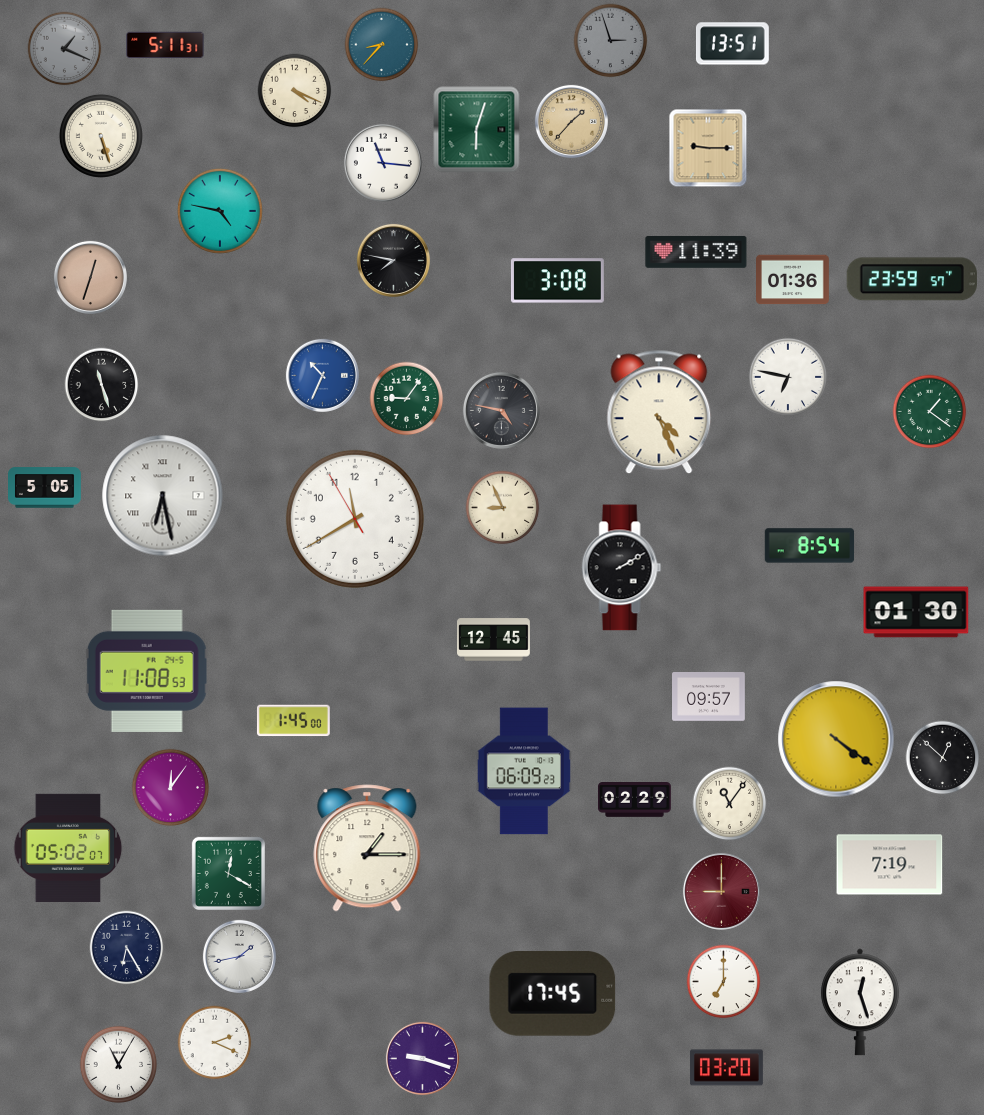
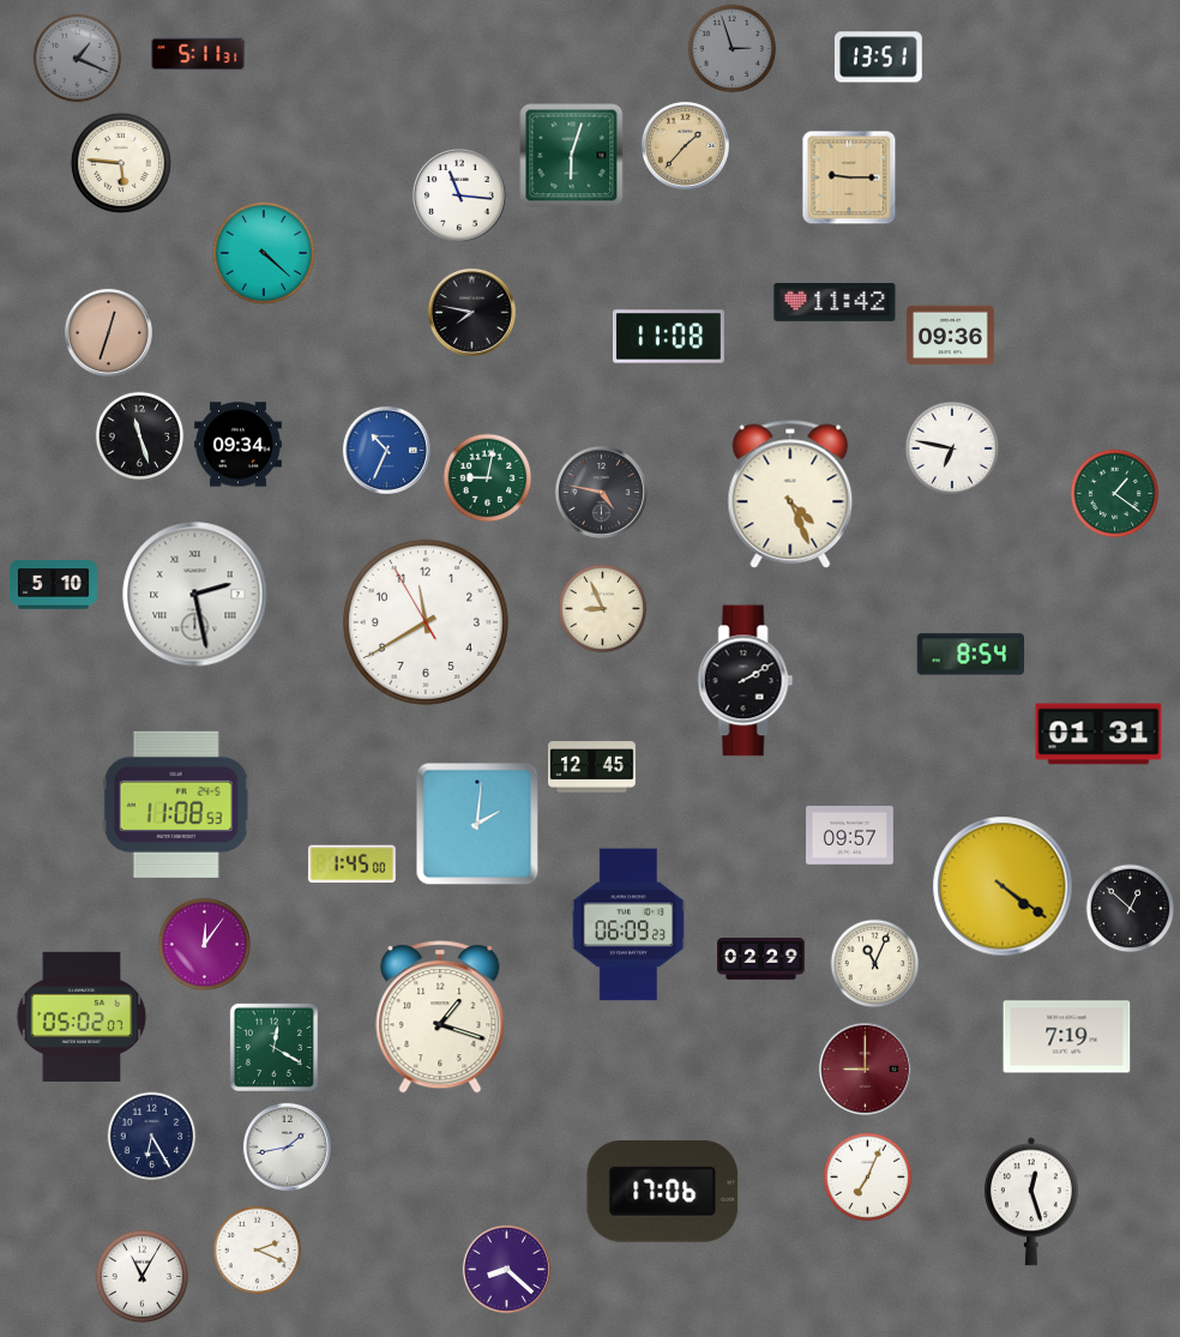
clock at (732, 44) position: (732, 44) -> (878, 58)
clock at (382, 45): 8:37 -> none
clock at (295, 91): 4:19 -> none
clock at (101, 136): 5:27 -> 5:46
clock at (220, 211): 4:47 -> 4:22
clock at (696, 252): 11:39 -> 11:42
clock at (912, 279): 23:59 -> none
clock at (793, 280): 01:36 -> 09:36
clock at (557, 281): 3:08 -> 11:08
clock at (239, 445): none -> 09:34
clock at (788, 377) position: (788, 377) -> (952, 448)
clock at (102, 385) position: (102, 385) -> (140, 436)
clock at (407, 399): 9:06 -> 9:02
clock at (45, 488): 5:05 -> 5:10
clock at (163, 496): 6:28 -> 2:28
clock at (916, 612): 01:30 -> 01:31
clock at (477, 824): none -> 2:01
clock at (730, 804): 11:06 -> 11:04
clock at (367, 848): 1:15 -> 1:18
clock at (724, 982): 7:00 -> 7:04
clock at (553, 993): 17:45 -> 17:06
clock at (422, 1058): 9:18 -> 8:22
clock at (727, 1068): 03:20 -> none
